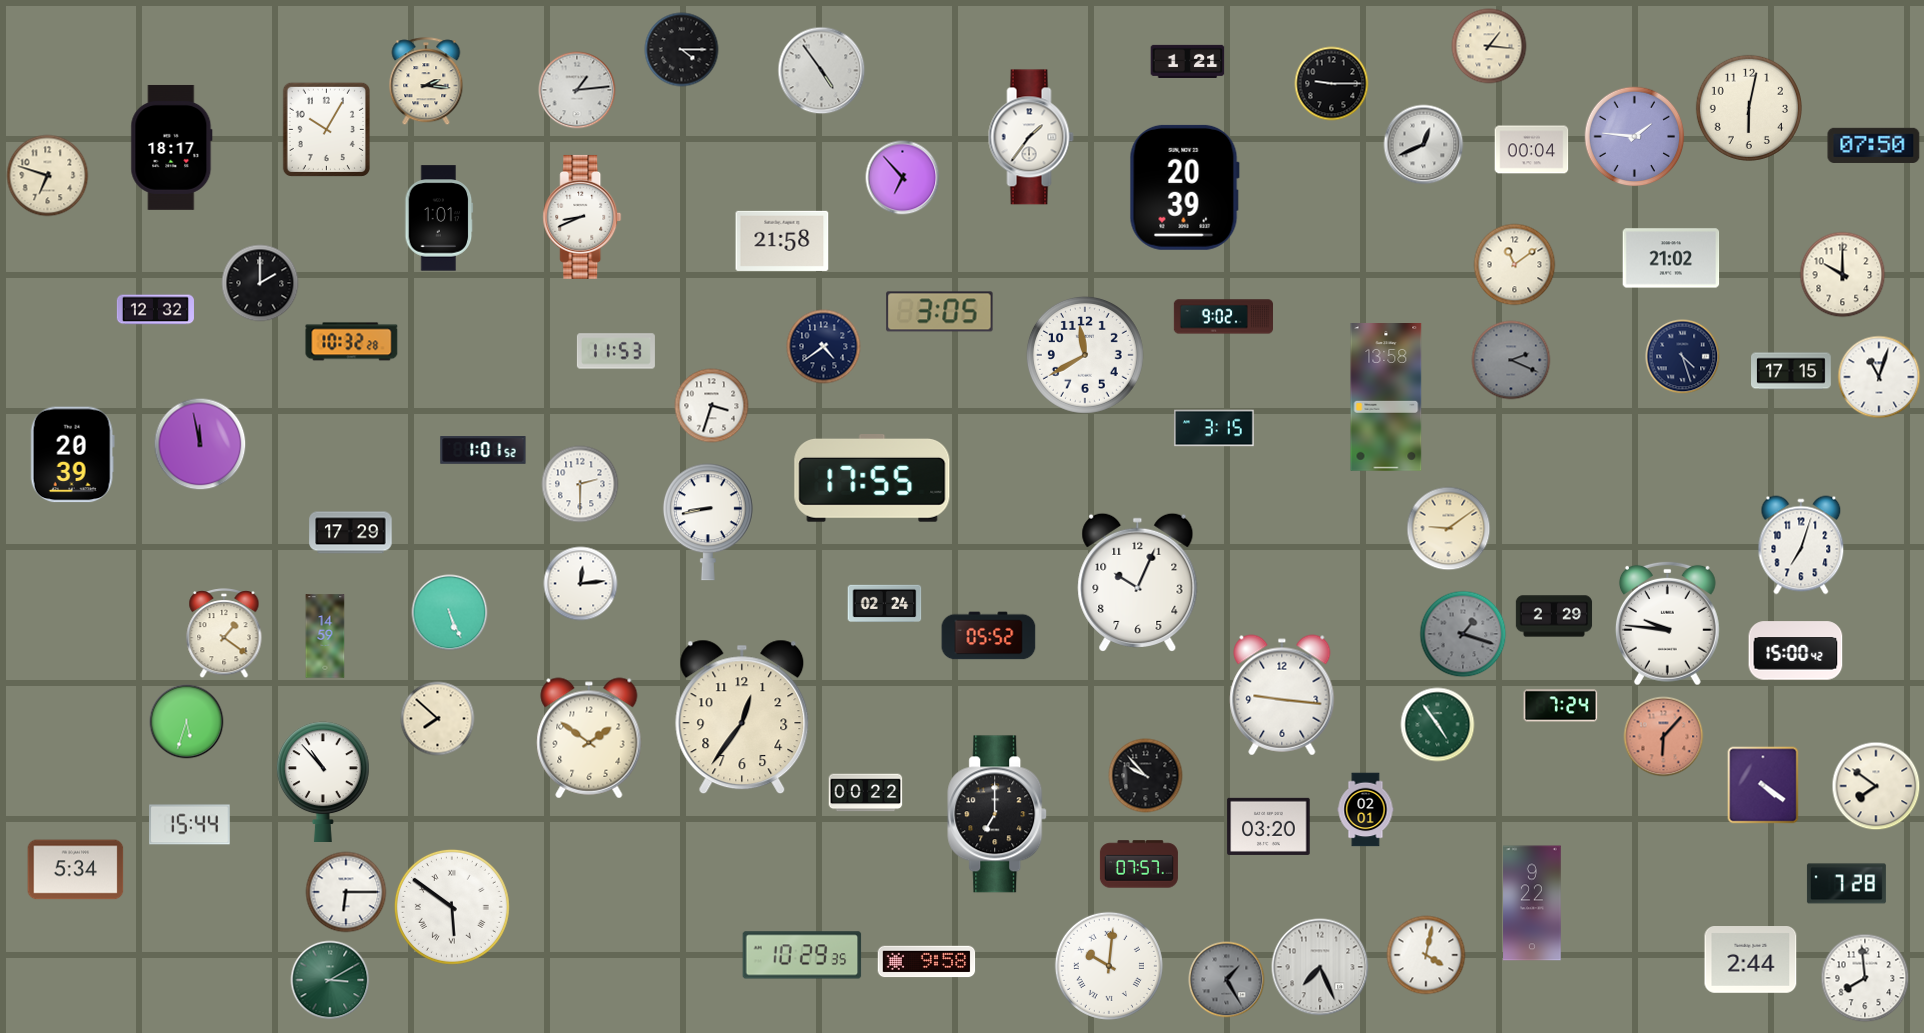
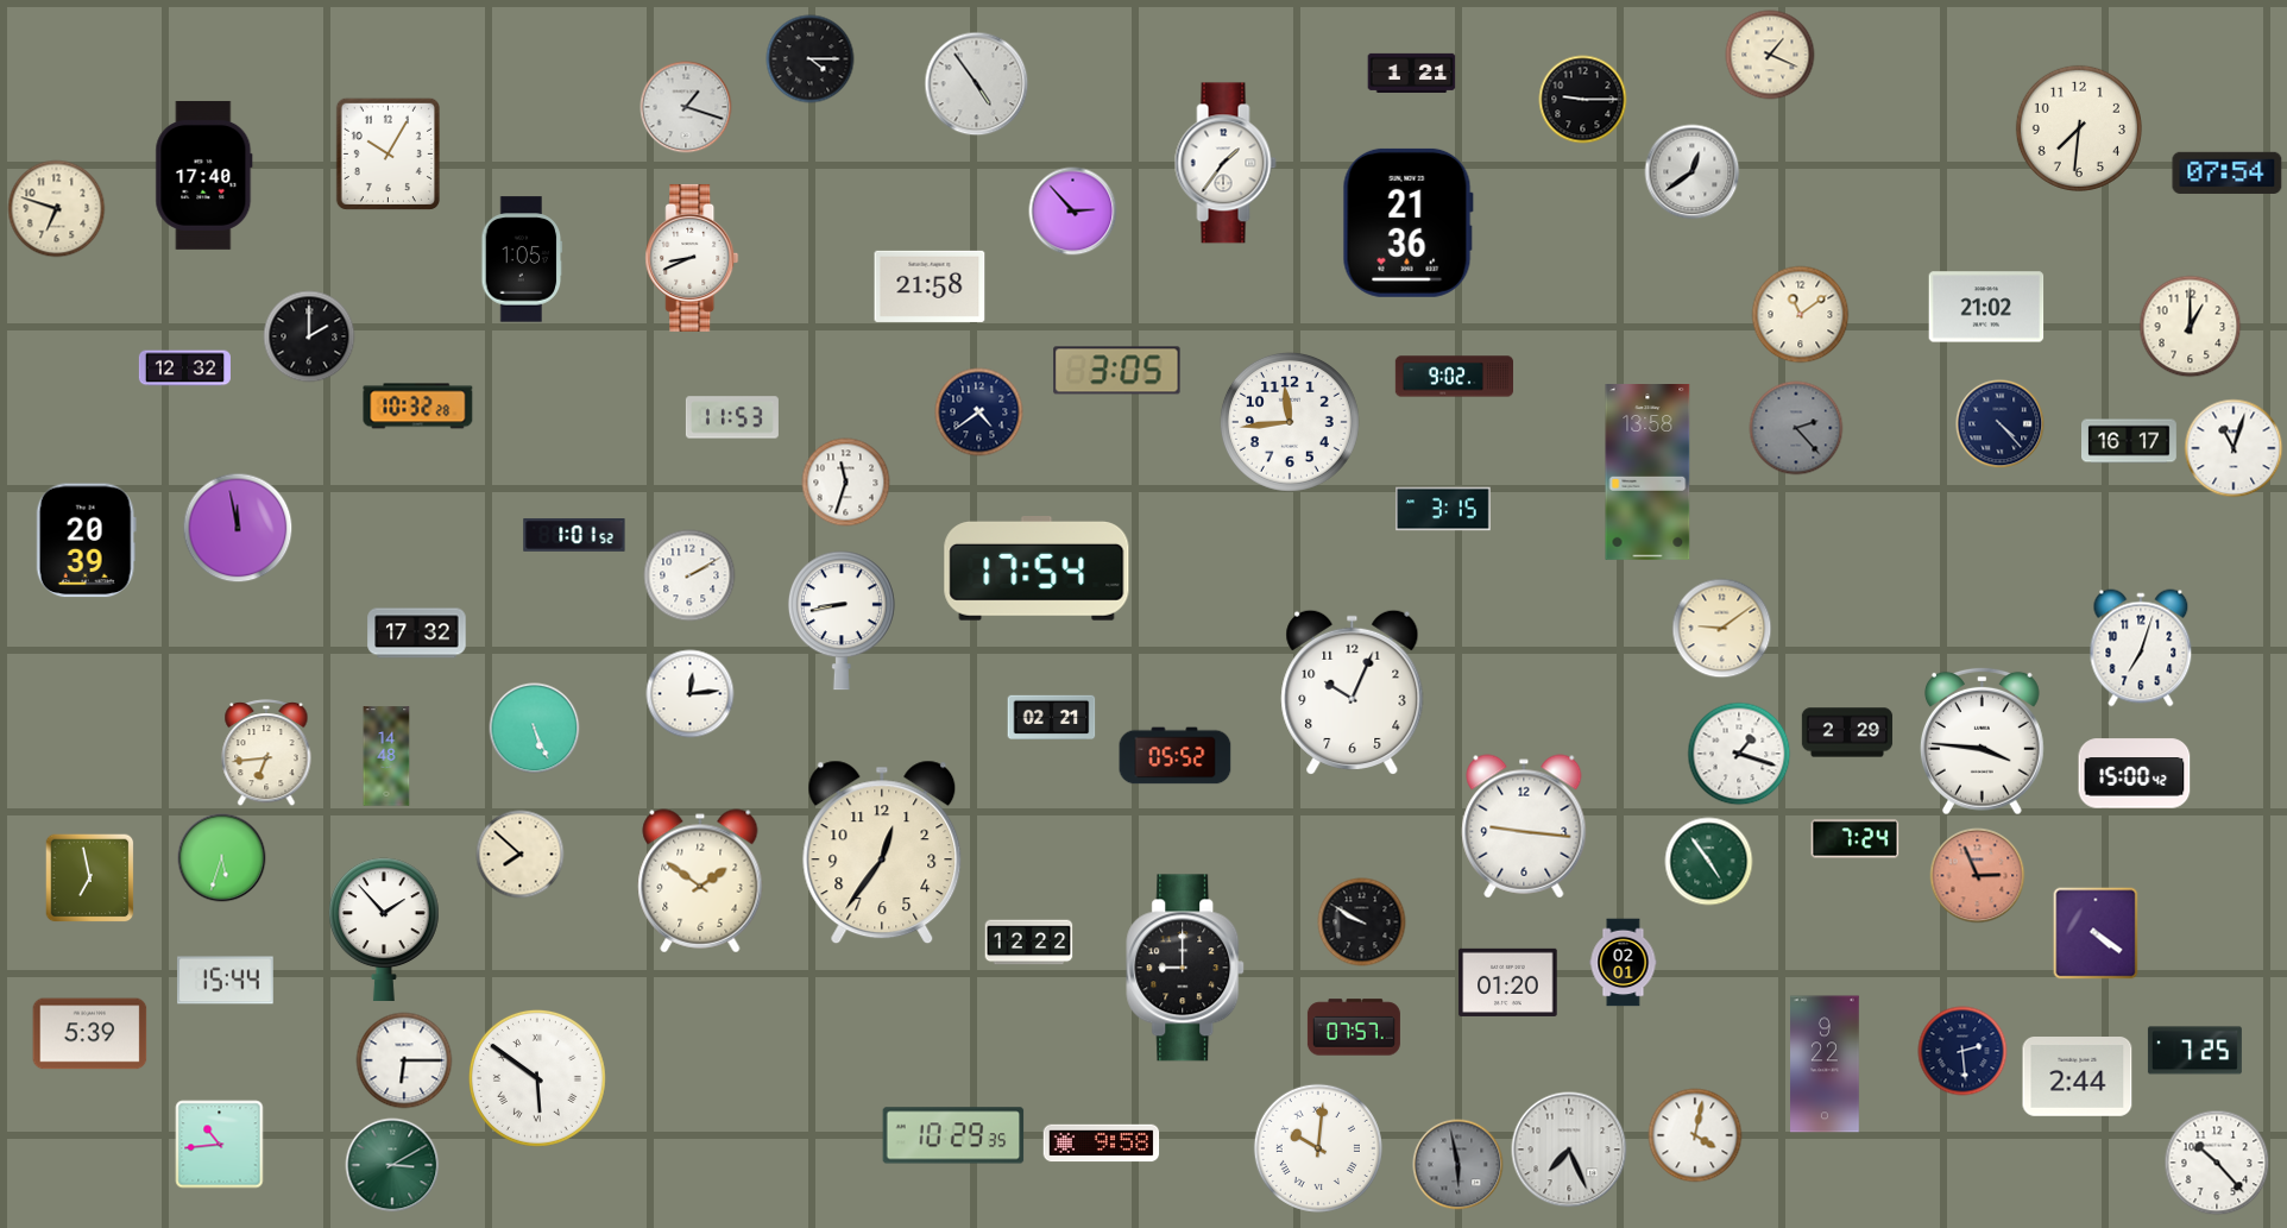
clock at (1489, 46): 1:16 -> 1:19
clock at (426, 82): 2:16 -> none
clock at (577, 90): 1:14 -> 1:18
clock at (1749, 108): 6:02 -> 7:31
clock at (1635, 137): 1:46 -> none
clock at (1424, 145): 12:41 -> 12:39
clock at (1874, 145): 07:50 -> 07:54
clock at (172, 147): 18:17 -> 17:40
clock at (1532, 150): 00:04 -> none
clock at (903, 178): 6:53 -> 2:53
clock at (1184, 187): 20:39 -> 21:36
clock at (439, 218): 1:01 -> 1:05
clock at (1843, 275): 10:00 -> 1:00
clock at (1085, 355): 11:40 -> 11:44
clock at (1683, 357): 4:27 -> 4:23
clock at (1511, 360): 2:19 -> 2:23
clock at (1792, 371): 17:15 -> 16:17
clock at (712, 406): 3:33 -> 11:33
clock at (872, 479): 17:55 -> 17:54
clock at (580, 484): 2:30 -> 2:10
clock at (351, 533): 17:29 -> 17:32
clock at (885, 603): 02:24 -> 02:21
clock at (1667, 623): 9:46 -> 3:46
clock at (224, 634): 1:21 -> 6:44
clock at (1463, 634) dial: grey -> white
clock at (325, 636): 14:59 -> 14:48
clock at (1664, 737): 6:07 -> 2:56
clock at (589, 738) position: (589, 738) -> (700, 881)
clock at (90, 879): none -> 6:58
clock at (1146, 776): 9:53 -> 9:50
clock at (323, 781): 10:53 -> 1:53
clock at (1876, 786): 7:51 -> none
clock at (866, 793): 00:22 -> 12:22
clock at (998, 814): 7:00 -> 9:00
clock at (1269, 826): 03:20 -> 01:20
clock at (76, 870): 5:34 -> 5:39
clock at (1962, 1051): none -> 2:29
clock at (1846, 884): 7:28 -> 7:25
clock at (346, 892) position: (346, 892) -> (404, 1060)
clock at (1532, 903) position: (1532, 903) -> (1825, 1064)
clock at (1751, 960) position: (1751, 960) -> (2078, 1077)
clock at (220, 1145): none -> 10:44
clock at (1865, 978): 7:59 -> 10:23
clock at (1227, 980): 1:25 -> 5:58
